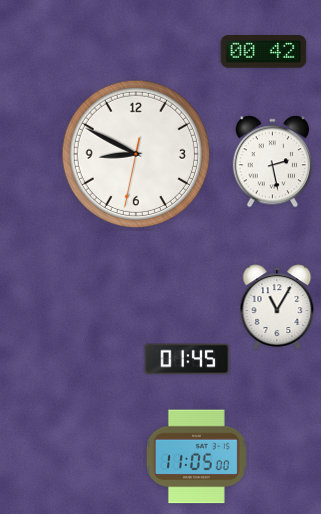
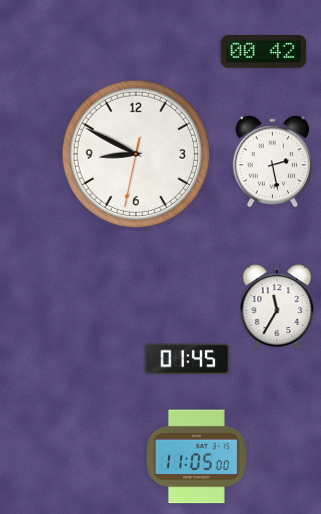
clock at (277, 307): 11:05 -> 11:35
